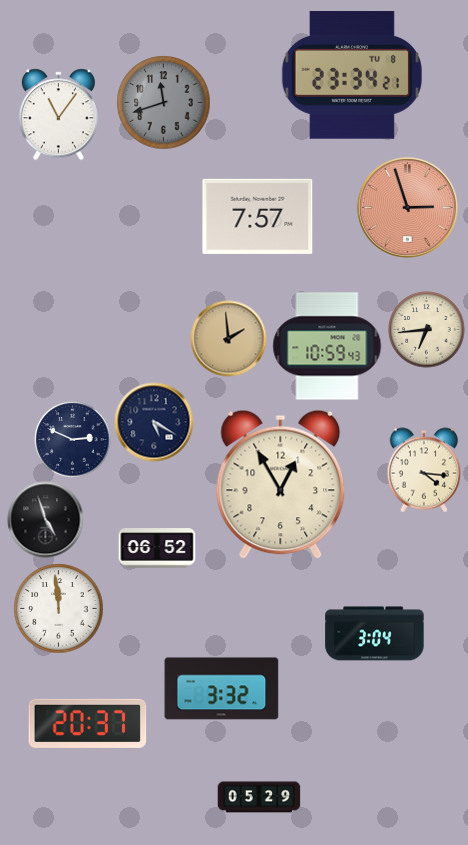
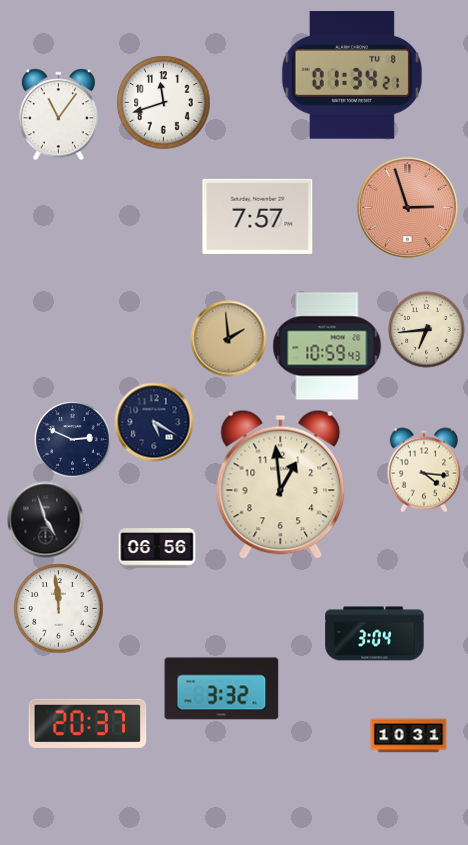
clock at (352, 75): 23:34 -> 01:34
clock at (164, 103) dial: grey -> white
clock at (281, 484): 12:55 -> 12:59
clock at (157, 548): 06:52 -> 06:56
clock at (409, 736): none -> 10:31
clock at (259, 797): 05:29 -> none
